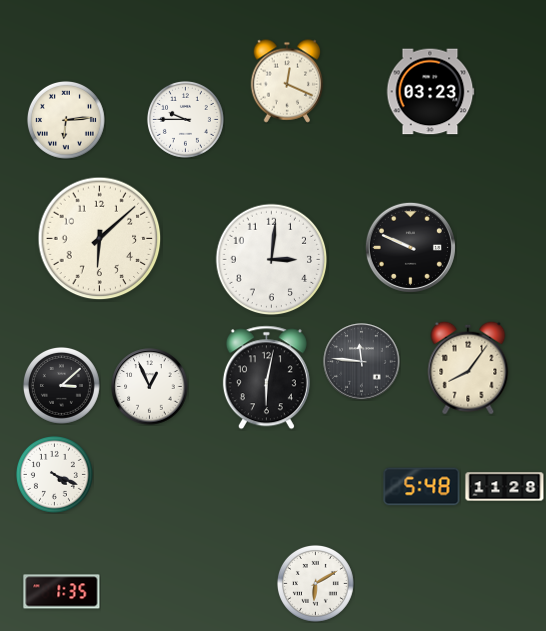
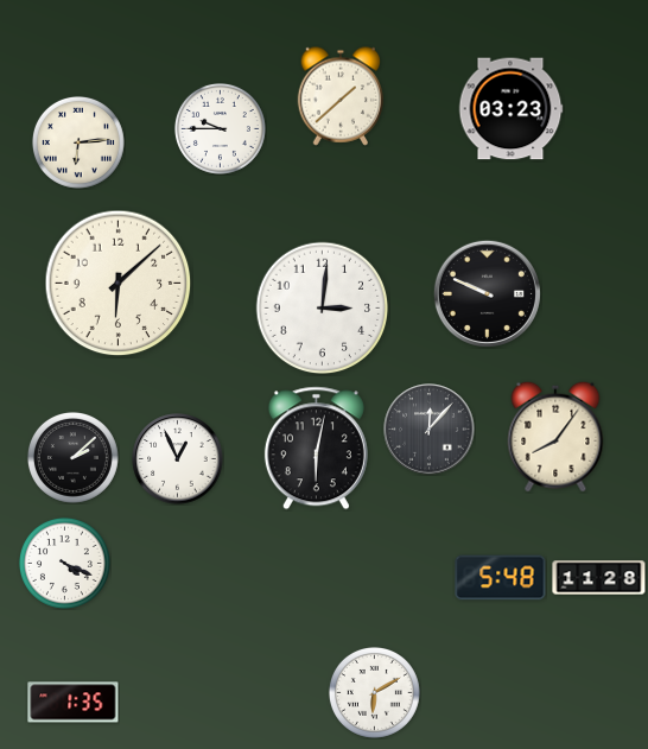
clock at (287, 81): 12:19 -> 1:38
clock at (185, 119) position: (185, 119) -> (220, 128)
clock at (362, 362): 11:46 -> 12:07
clock at (61, 385): 3:08 -> 2:08
